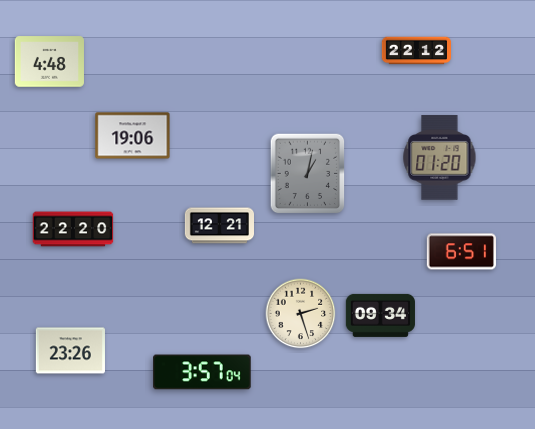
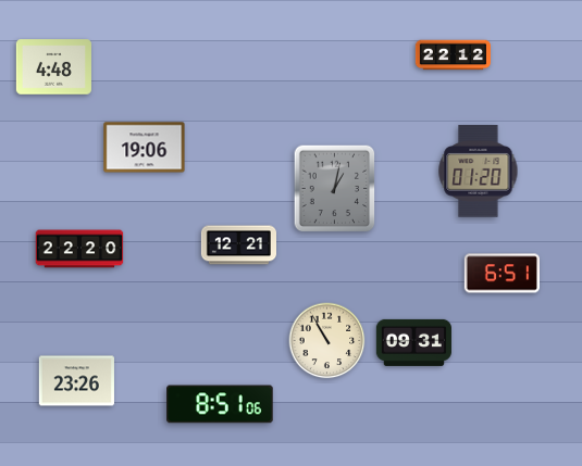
clock at (301, 314): 2:27 -> 10:55
clock at (380, 315): 09:34 -> 09:31
clock at (202, 372): 3:57 -> 8:51
